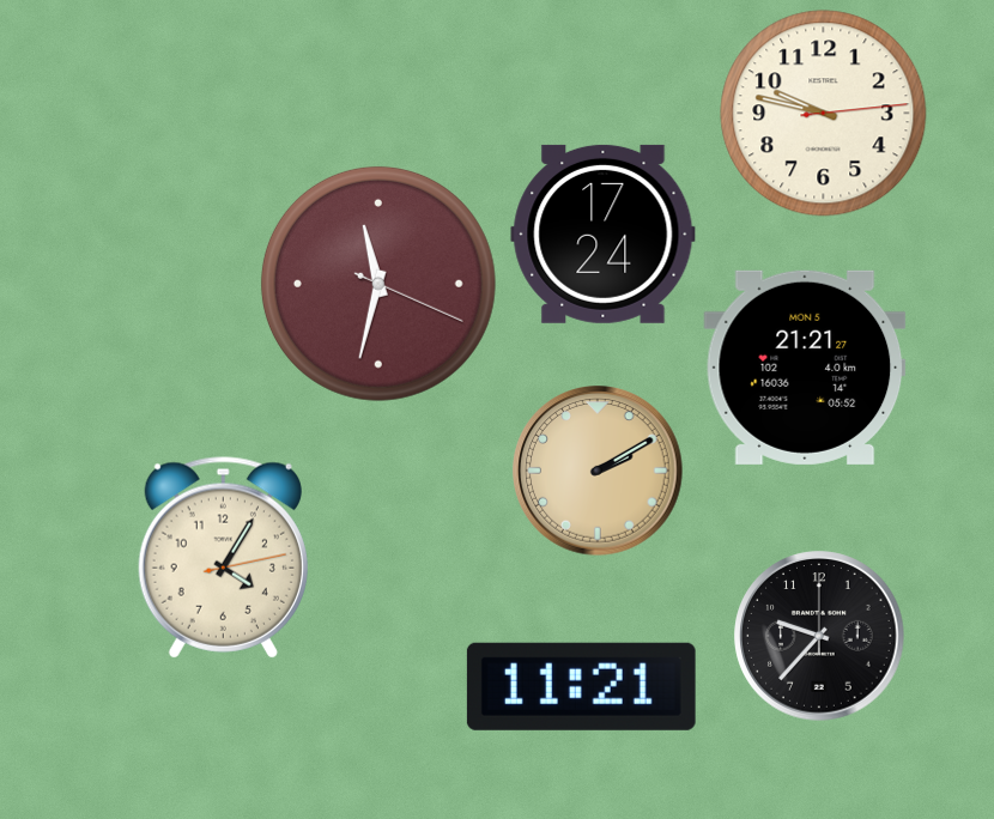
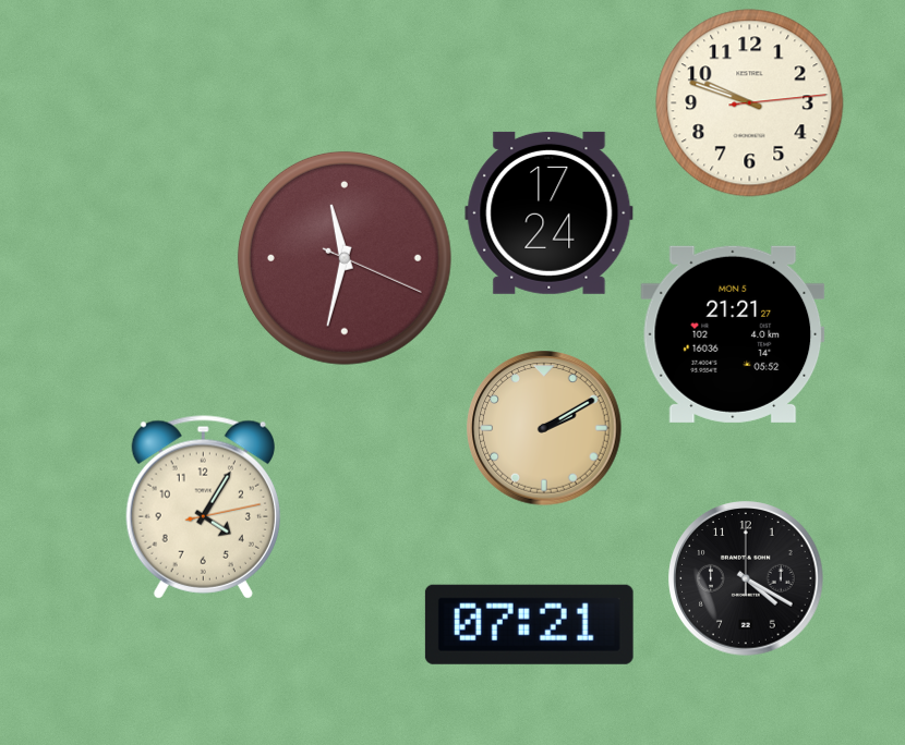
clock at (824, 114): 9:47 -> 9:48
clock at (819, 636): 9:37 -> 4:20
clock at (581, 686): 11:21 -> 07:21
